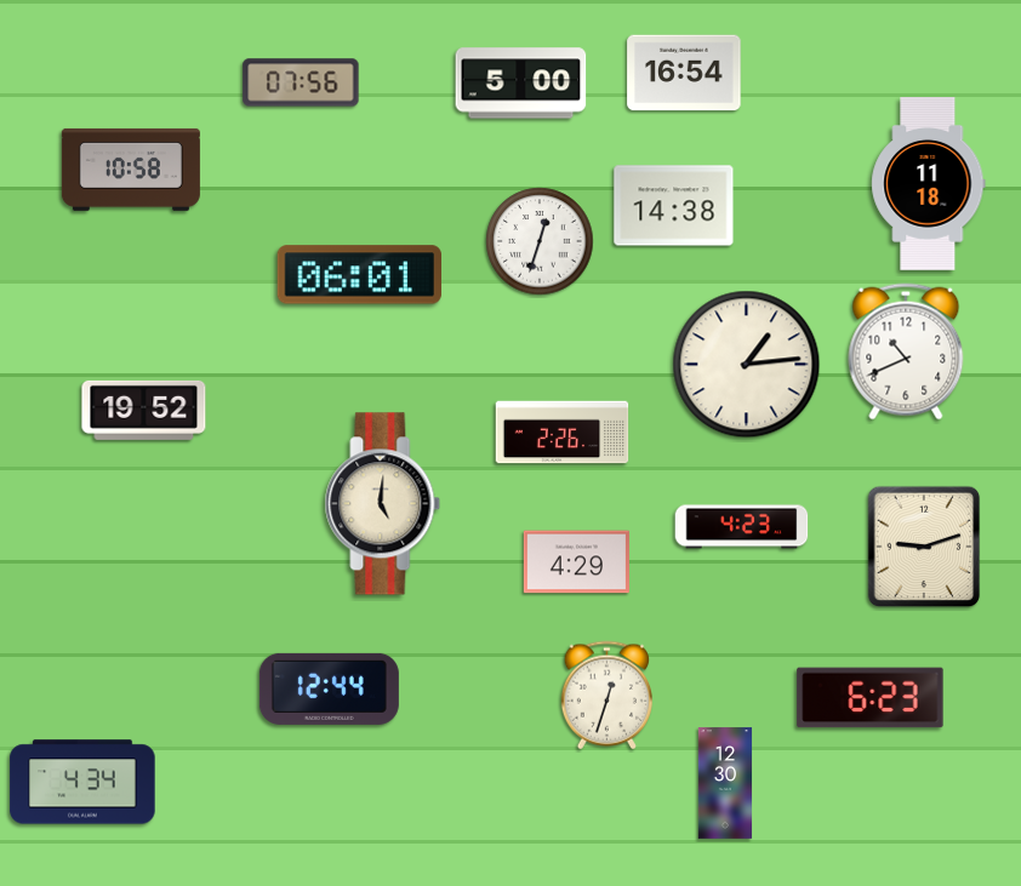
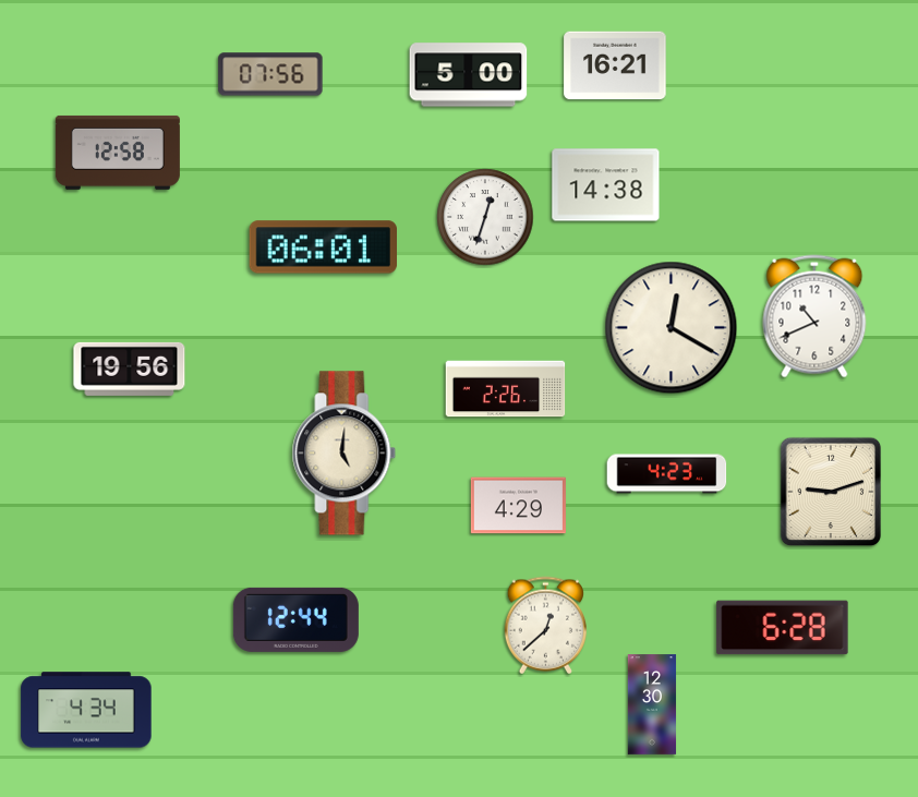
clock at (684, 73): 16:54 -> 16:21
clock at (131, 170): 10:58 -> 12:58
clock at (929, 184): 11:18 -> none
clock at (747, 365): 1:14 -> 12:20
clock at (144, 410): 19:52 -> 19:56
clock at (606, 696): 12:33 -> 12:38
clock at (871, 698): 6:23 -> 6:28
clock at (82, 782) position: (82, 782) -> (86, 710)
